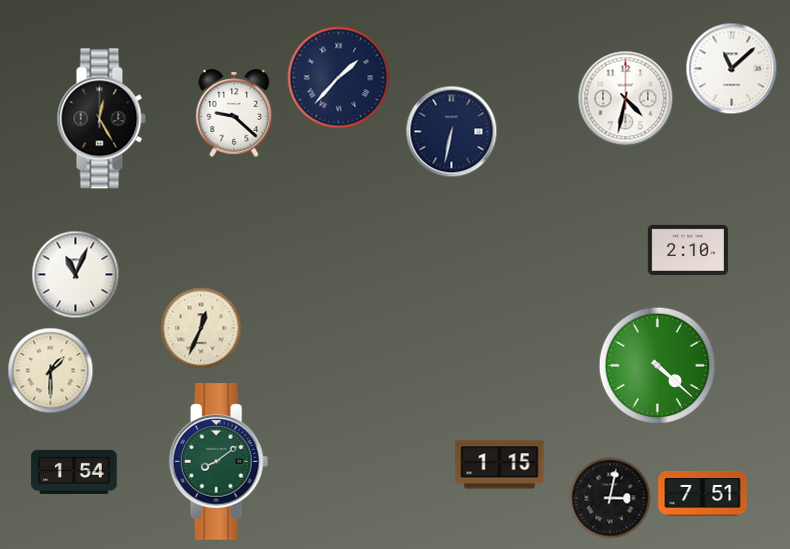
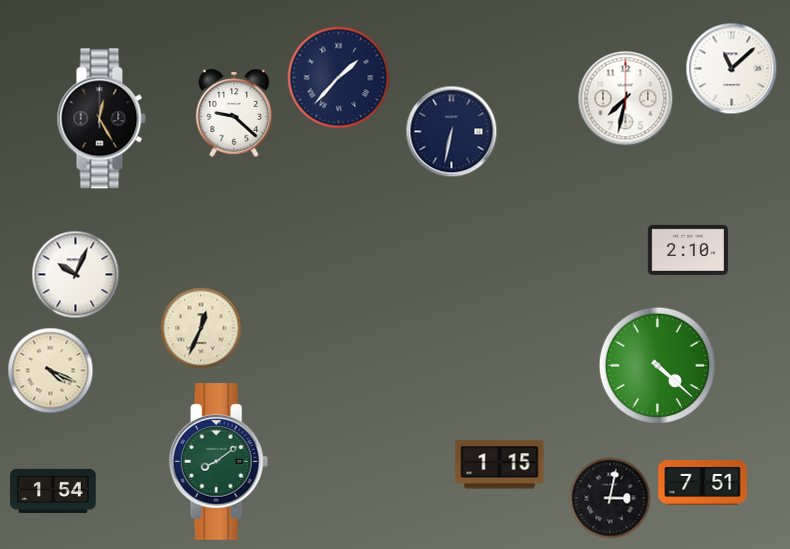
clock at (626, 99): 4:32 -> 7:32
clock at (76, 275): 11:04 -> 10:04
clock at (51, 371): 1:30 -> 4:19
clock at (74, 472) position: (74, 472) -> (53, 491)
clock at (703, 493) position: (703, 493) -> (703, 482)
